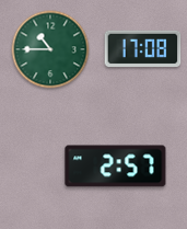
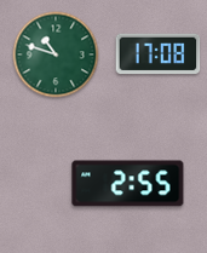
clock at (50, 49): 10:45 -> 10:48
clock at (116, 167): 2:57 -> 2:55
